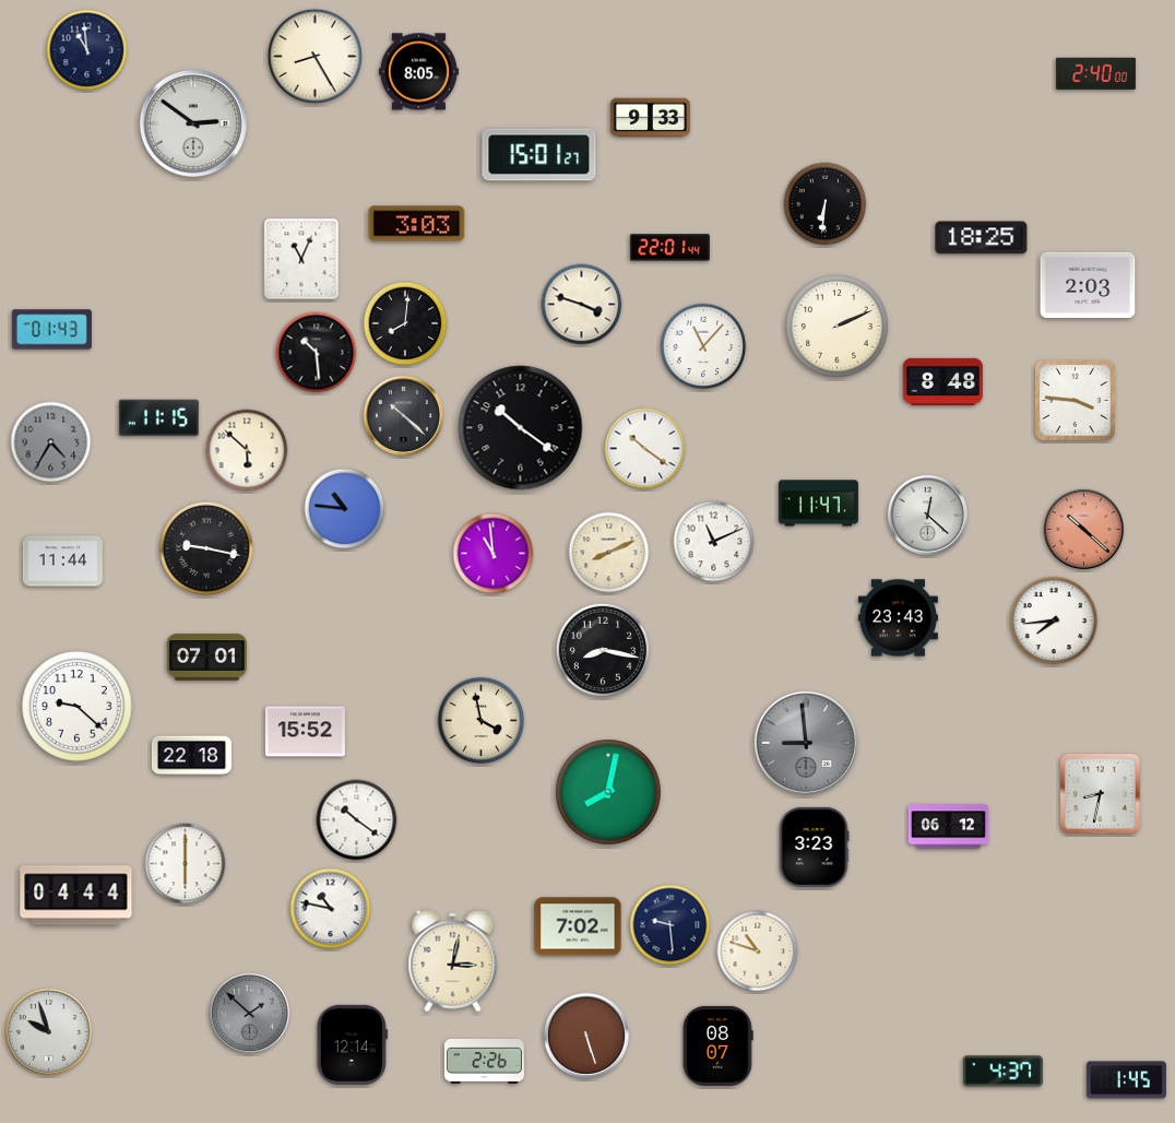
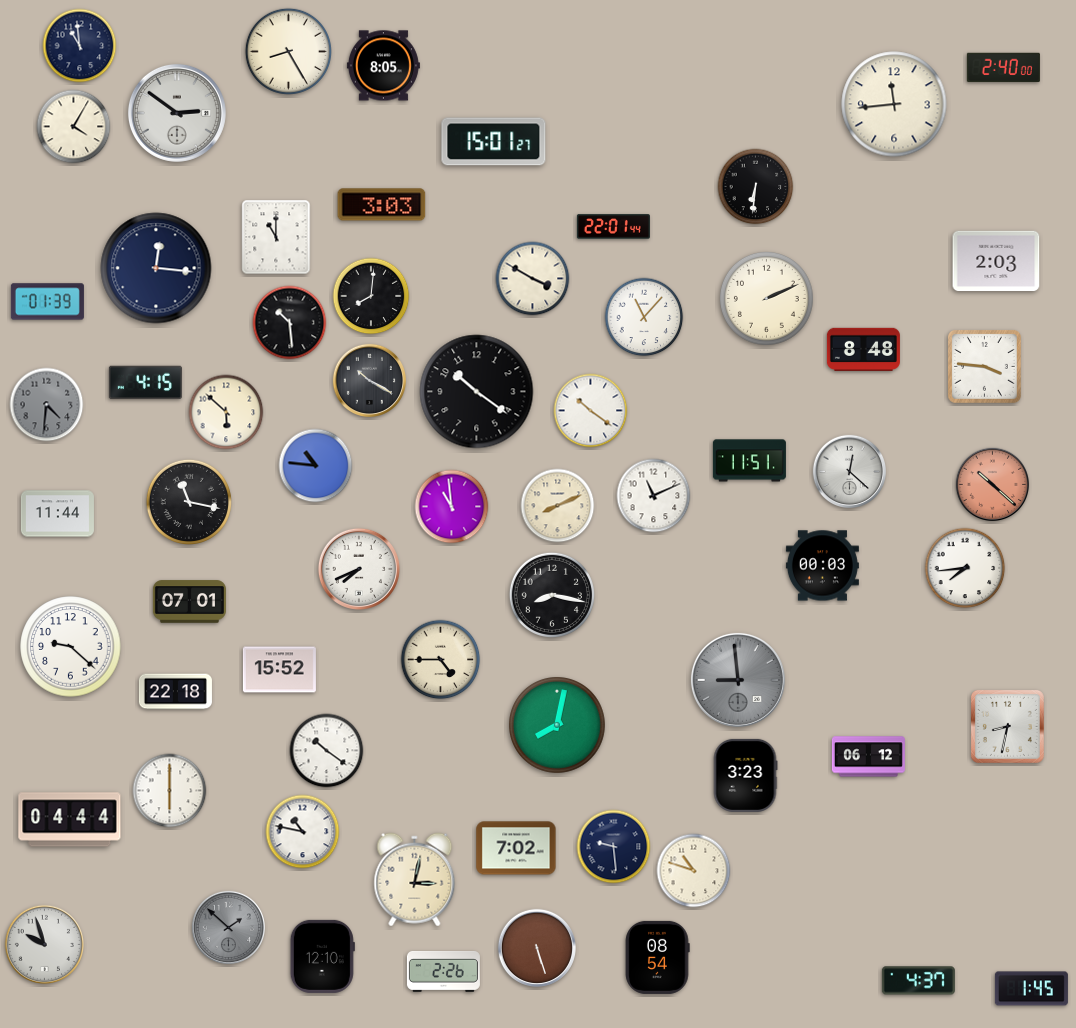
clock at (894, 104): none -> 11:44
clock at (650, 118): 9:33 -> none
clock at (74, 127): none -> 4:05
clock at (982, 238): 18:25 -> none
clock at (301, 259): 11:04 -> 11:00
clock at (156, 268): none -> 12:16
clock at (582, 305): 3:48 -> 3:50
clock at (51, 330): 01:43 -> 01:39
clock at (404, 416): 10:22 -> 10:20
clock at (158, 418): 11:15 -> 4:15
clock at (51, 442): 4:35 -> 4:31
clock at (818, 504): 11:47 -> 11:51
clock at (205, 547): 9:17 -> 11:17
clock at (898, 618): 23:43 -> 00:03
clock at (359, 569): none -> 7:41
clock at (482, 721): 3:58 -> 4:45
clock at (578, 926) position: (578, 926) -> (516, 848)
clock at (352, 1044): 12:14 -> 12:10
clock at (719, 1045): 08:07 -> 08:54
